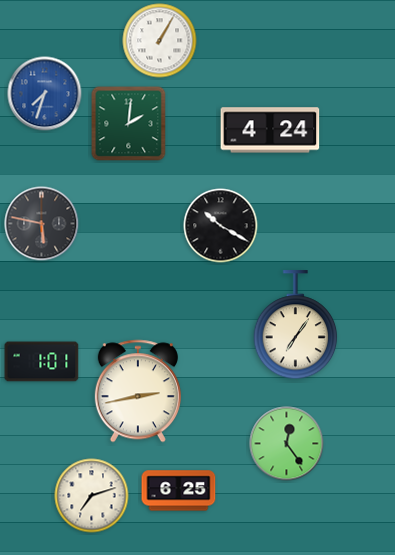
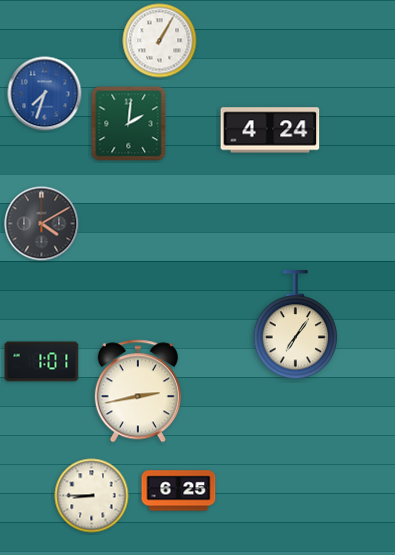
clock at (42, 224): 5:47 -> 4:10
clock at (221, 226): 10:20 -> none
clock at (287, 444): 12:24 -> none
clock at (92, 496): 7:12 -> 8:45
